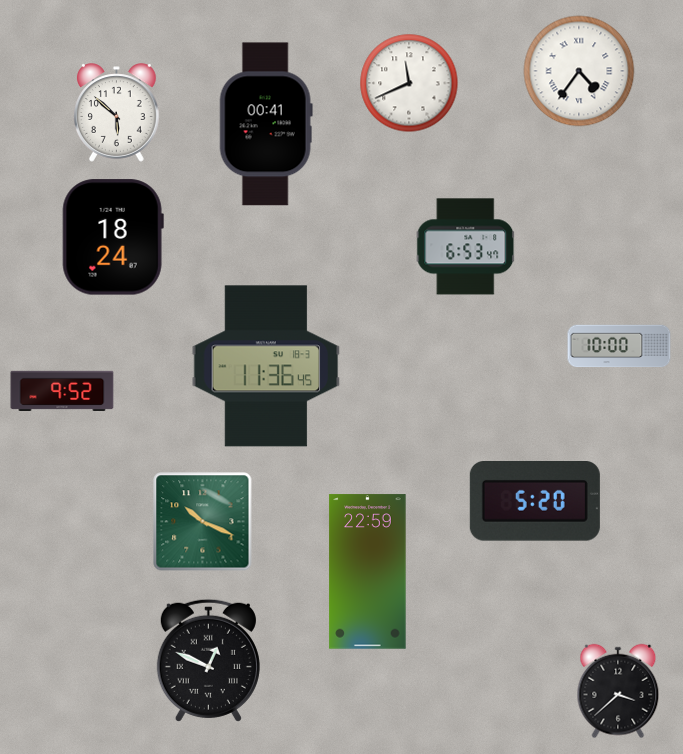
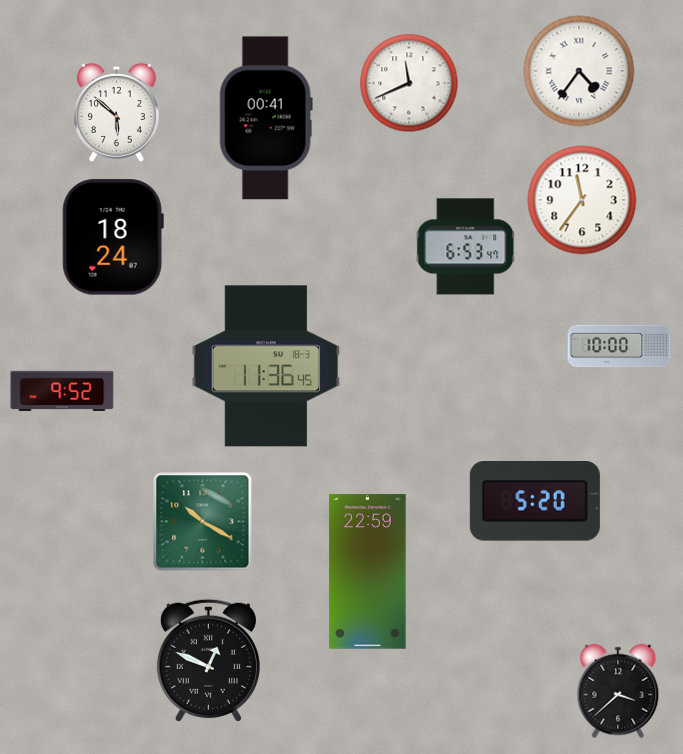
clock at (266, 124) position: (266, 124) -> (266, 118)
clock at (582, 200): none -> 11:36
clock at (203, 522): 10:19 -> 10:20
